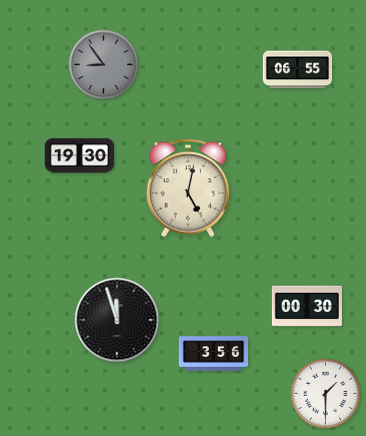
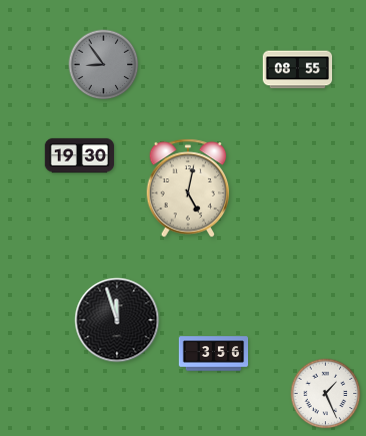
clock at (298, 70): 06:55 -> 08:55
clock at (307, 306): 00:30 -> none
clock at (326, 394): 1:30 -> 1:26
